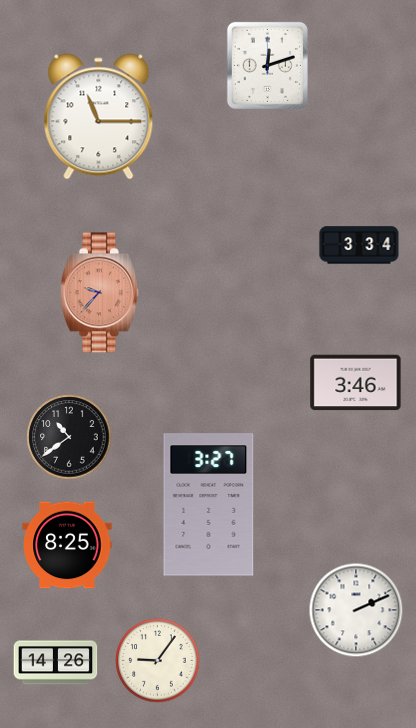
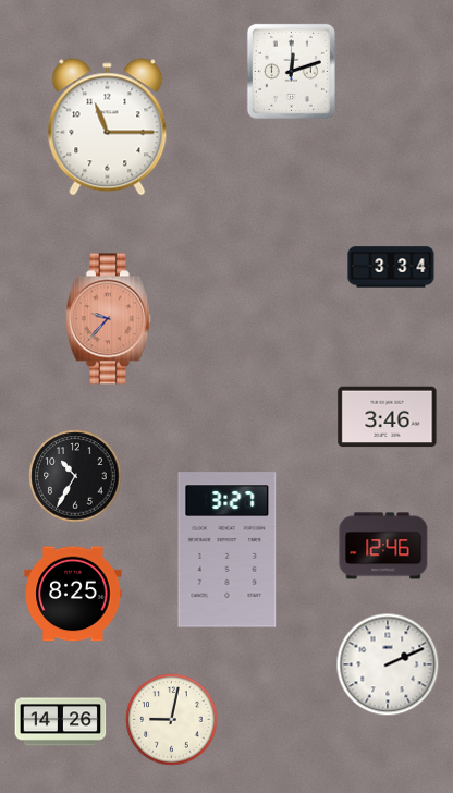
clock at (69, 437): 10:39 -> 10:35
clock at (383, 546): none -> 12:46
clock at (158, 661): 9:06 -> 9:02
